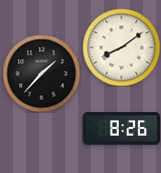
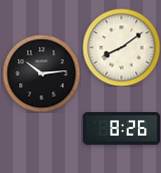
clock at (41, 73): 1:37 -> 10:14
